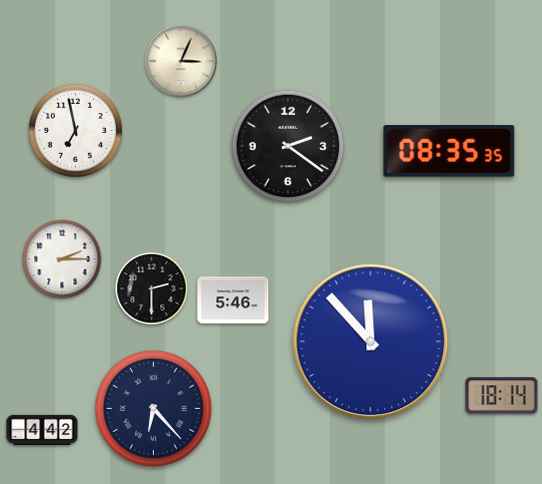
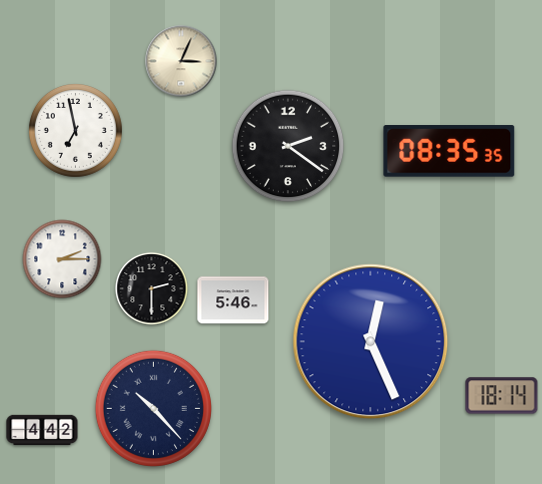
clock at (371, 342): 11:53 -> 12:26
clock at (153, 408): 6:23 -> 10:23
